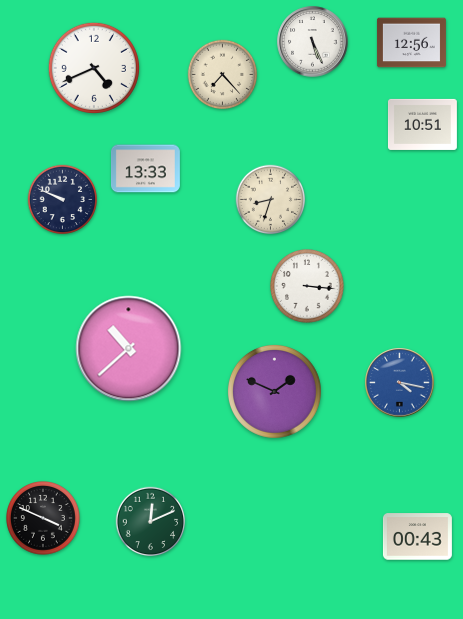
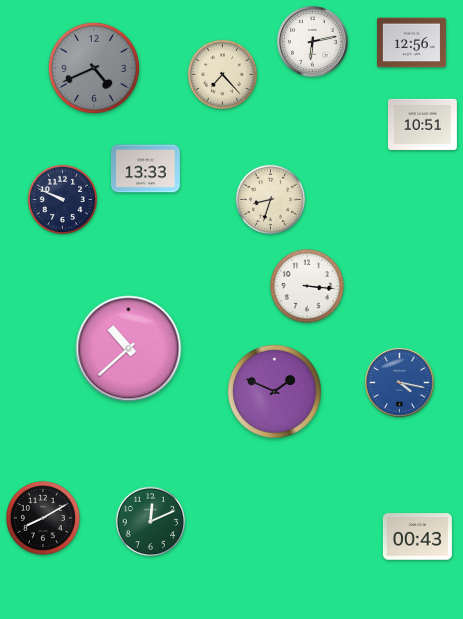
clock at (313, 42): 5:26 -> 6:13
clock at (94, 68) dial: white -> grey
clock at (43, 518): 3:49 -> 8:10
